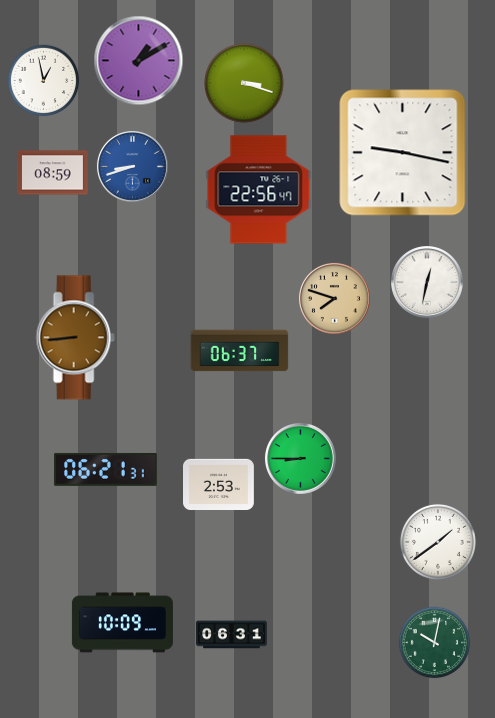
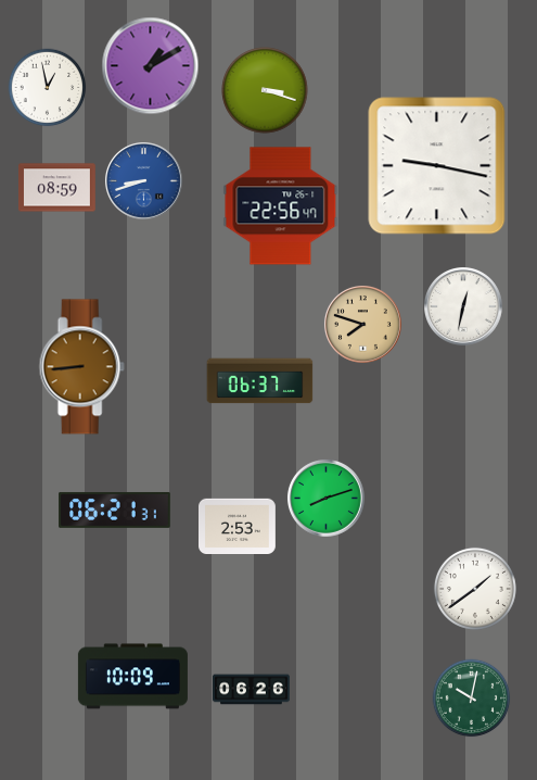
clock at (301, 459): 8:45 -> 8:12
clock at (232, 635): 06:31 -> 06:26
